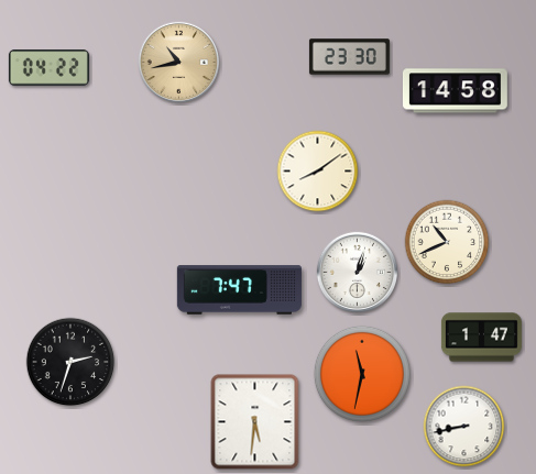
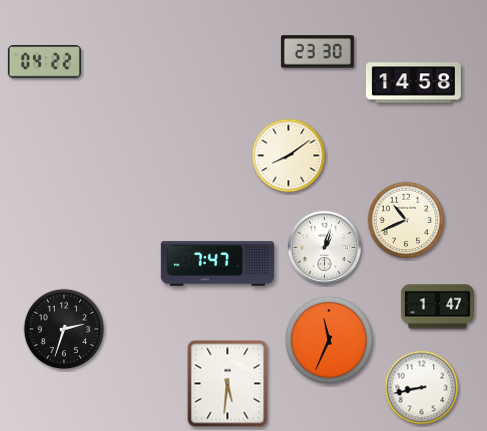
clock at (178, 62): 10:43 -> none
clock at (362, 374): 11:32 -> 11:34
clock at (255, 422) position: (255, 422) -> (228, 384)
